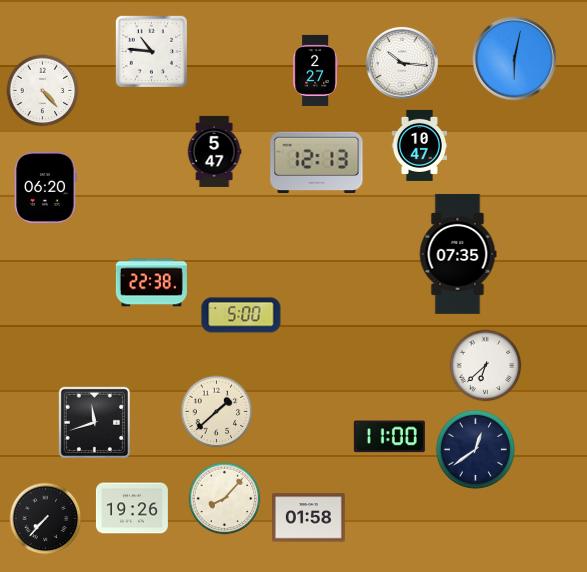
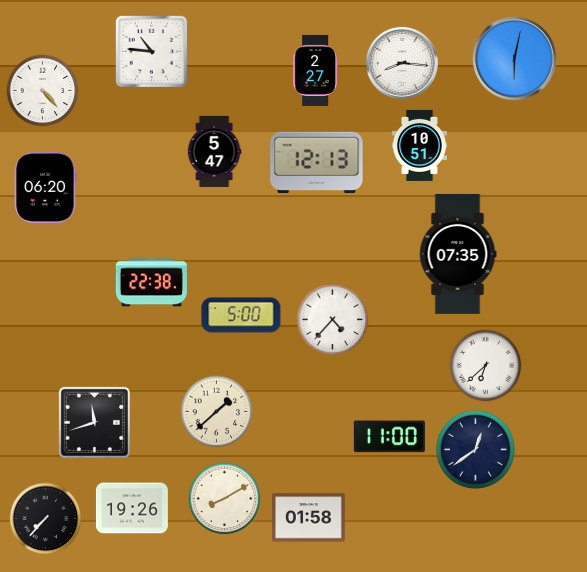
clock at (402, 63): 10:16 -> 8:16
clock at (419, 145): 10:47 -> 10:51
clock at (333, 320): none -> 4:37
clock at (225, 499): 8:07 -> 8:10
